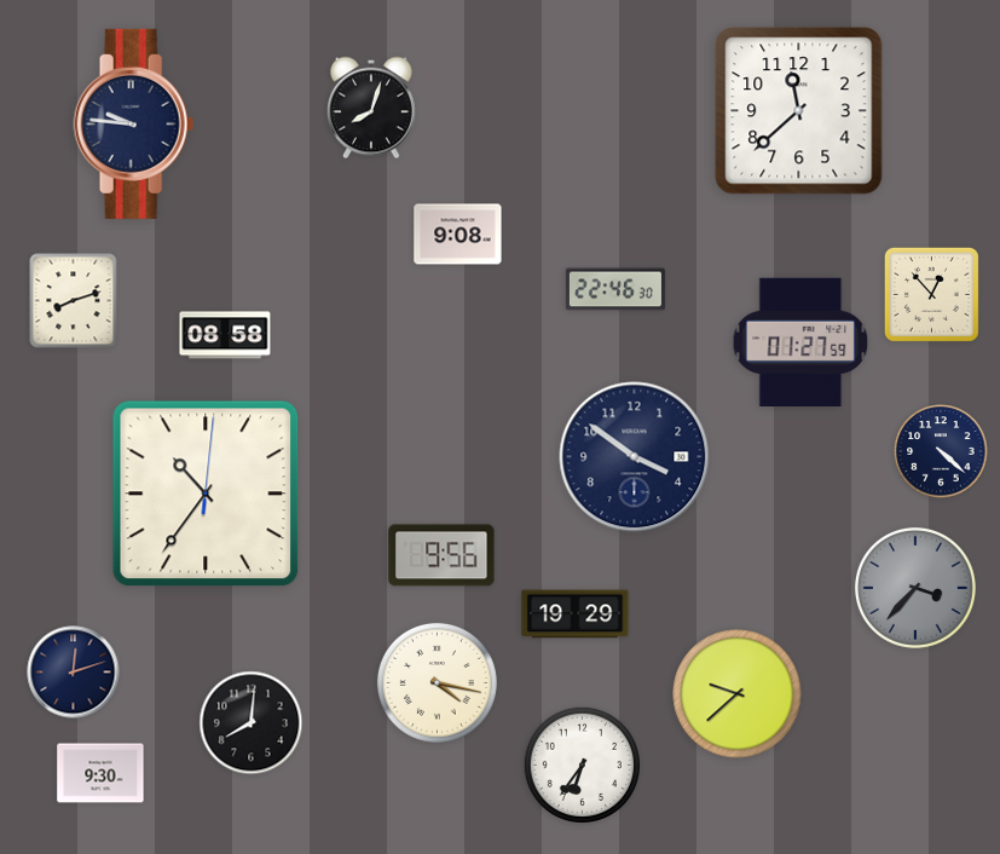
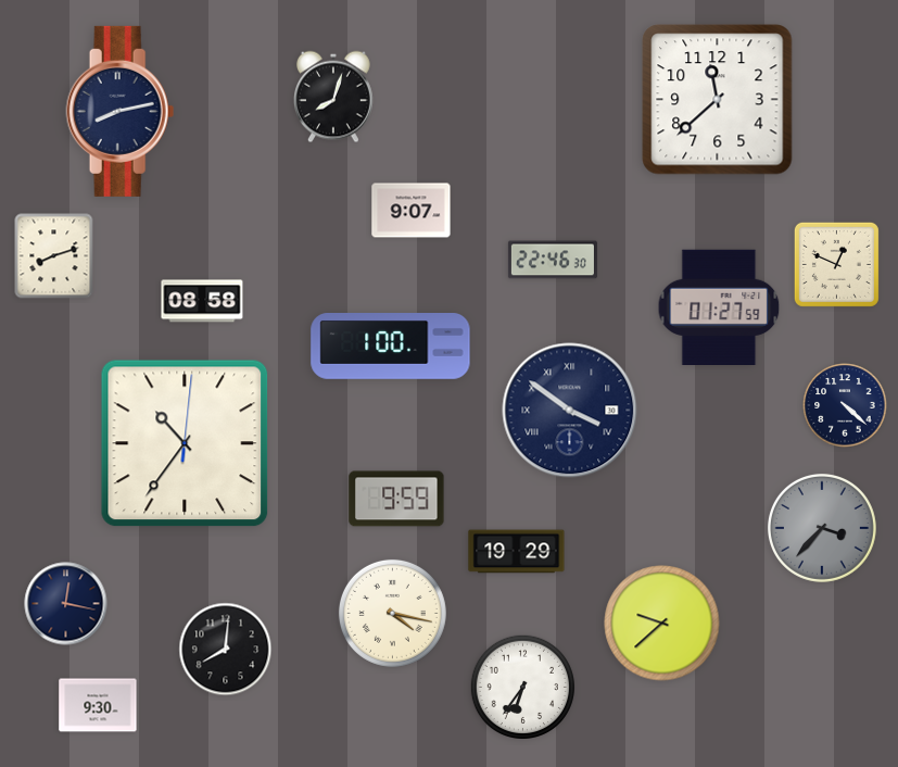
clock at (134, 123): 9:46 -> 8:13
clock at (458, 235): 9:08 -> 9:07
clock at (931, 294): 12:53 -> 12:49
clock at (74, 301) position: (74, 301) -> (54, 256)
clock at (391, 347): none -> 1:00
clock at (635, 457) numerals: Arabic -> Roman
clock at (441, 555): 9:56 -> 9:59
clock at (74, 673): 12:12 -> 12:17
clock at (100, 773) position: (100, 773) -> (98, 705)
